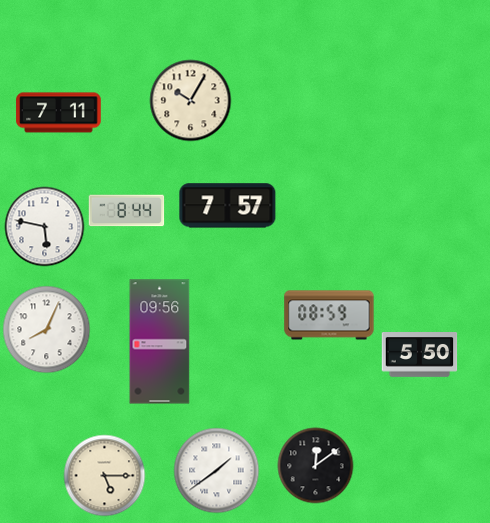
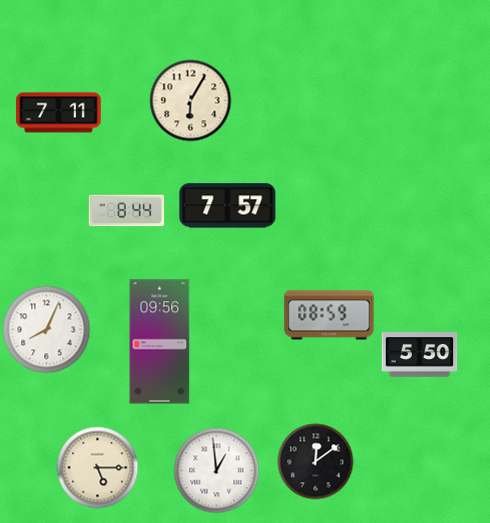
clock at (191, 101): 10:05 -> 6:05
clock at (45, 227): 5:47 -> none
clock at (316, 466) position: (316, 466) -> (316, 462)
clock at (217, 471): 1:39 -> 12:59
clock at (105, 476) position: (105, 476) -> (98, 468)
